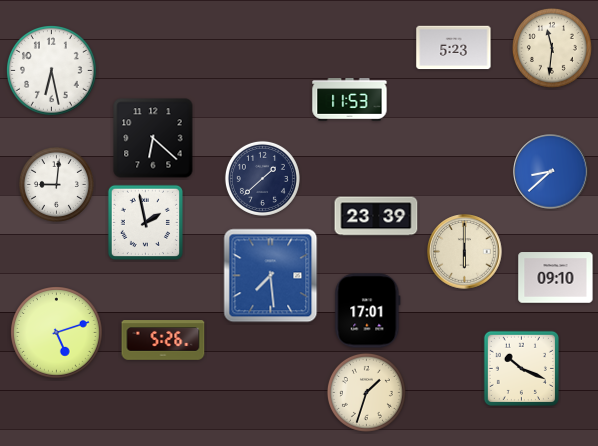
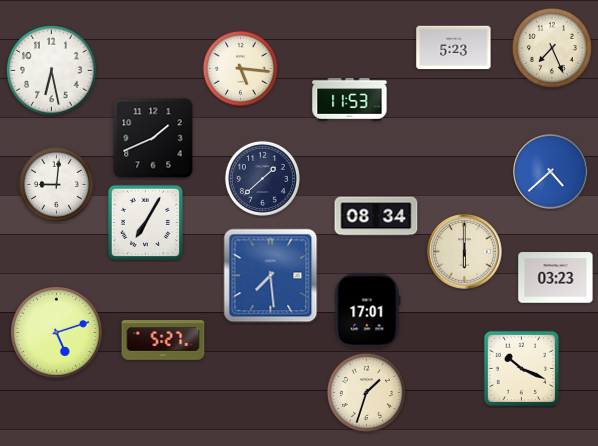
clock at (552, 48): 11:31 -> 7:26
clock at (240, 68): none -> 5:16
clock at (153, 138): 6:22 -> 1:41
clock at (551, 172): 8:38 -> 4:38
clock at (376, 216): 23:39 -> 08:34
clock at (145, 222): 1:58 -> 7:05
clock at (556, 278): 09:10 -> 03:23
clock at (163, 340): 5:26 -> 5:27
